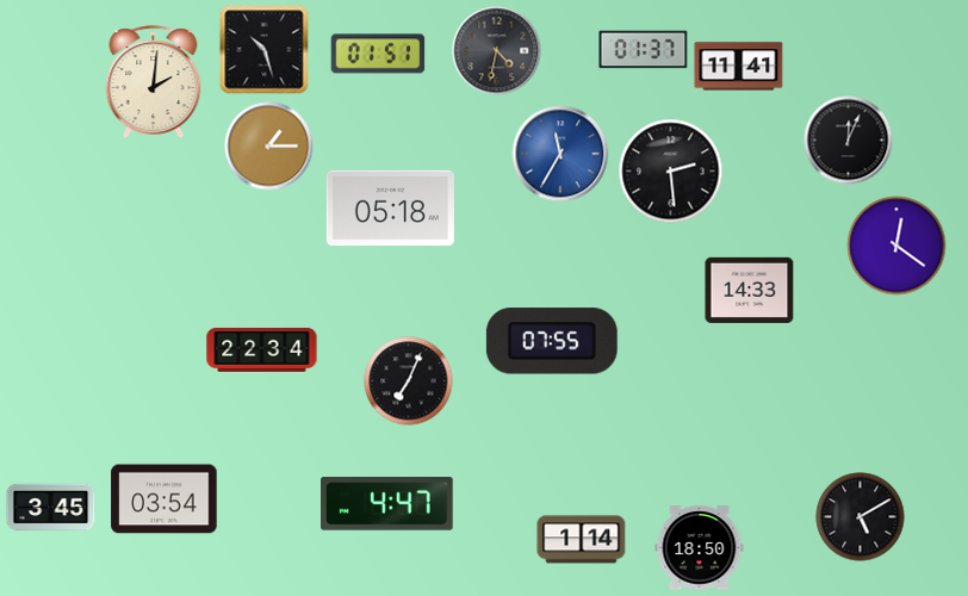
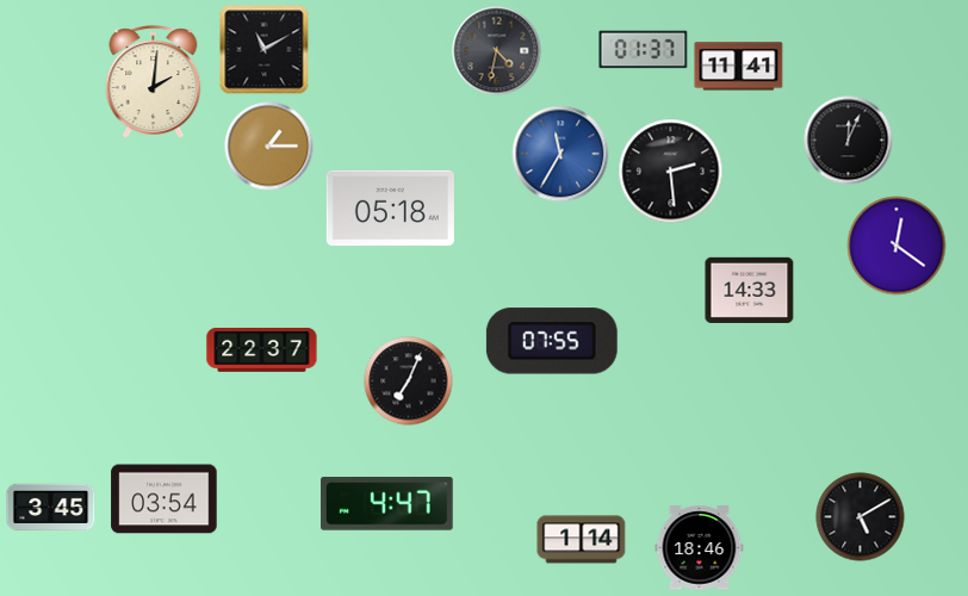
clock at (265, 50): 10:27 -> 11:10
clock at (378, 54): 01:51 -> none
clock at (262, 349): 22:34 -> 22:37
clock at (700, 548): 18:50 -> 18:46
